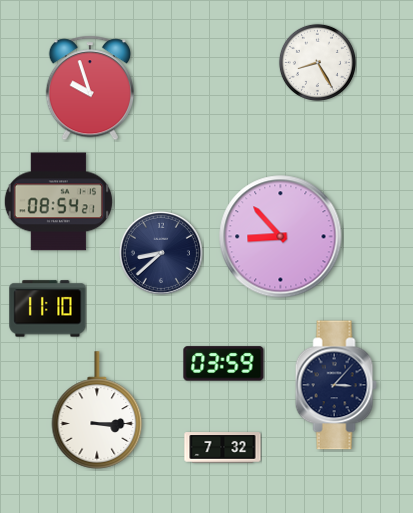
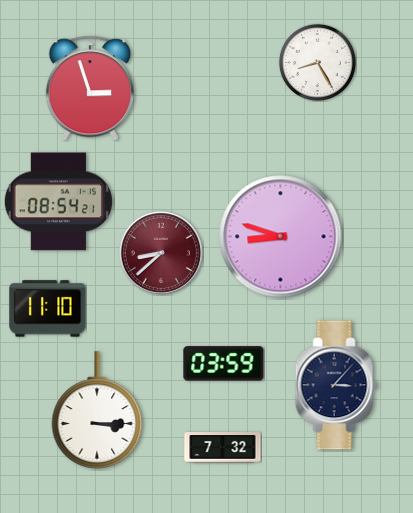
clock at (89, 88): 9:57 -> 2:57
clock at (281, 237): 8:53 -> 8:48
clock at (161, 253) dial: navy -> burgundy
